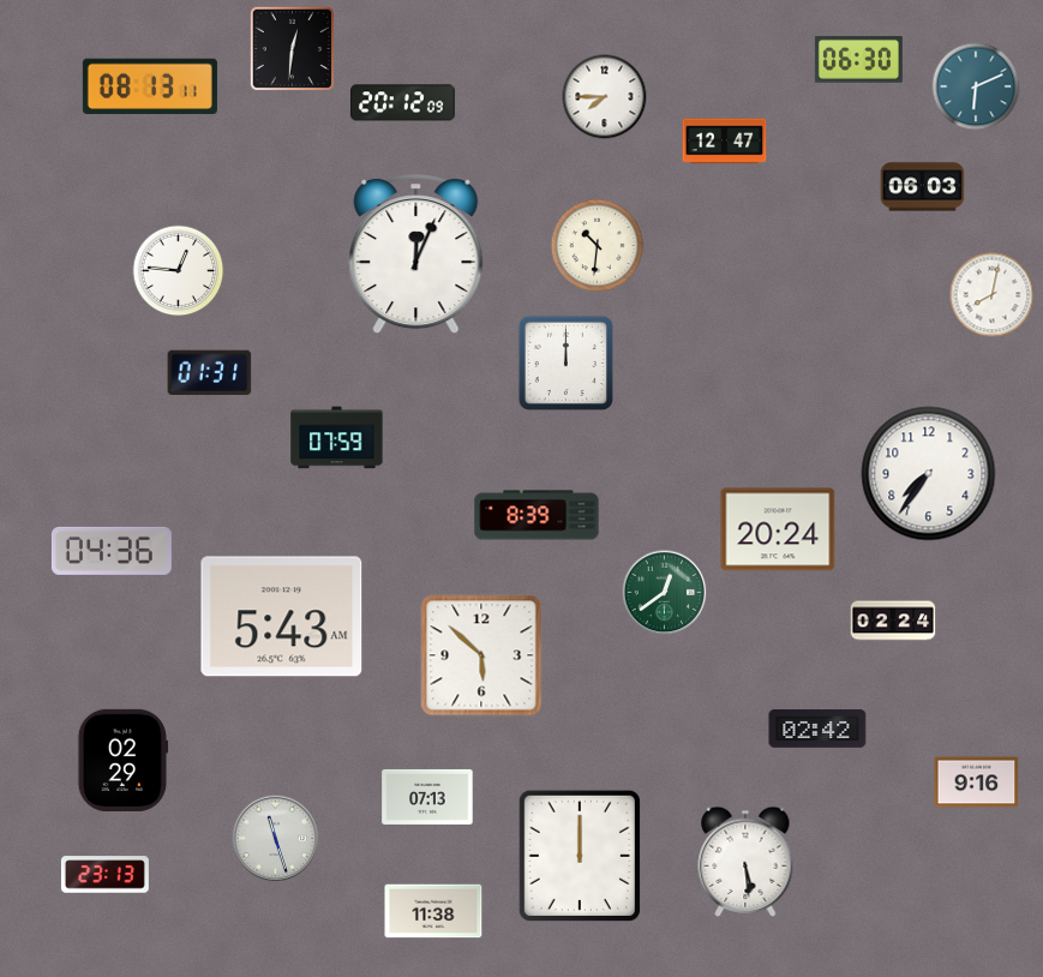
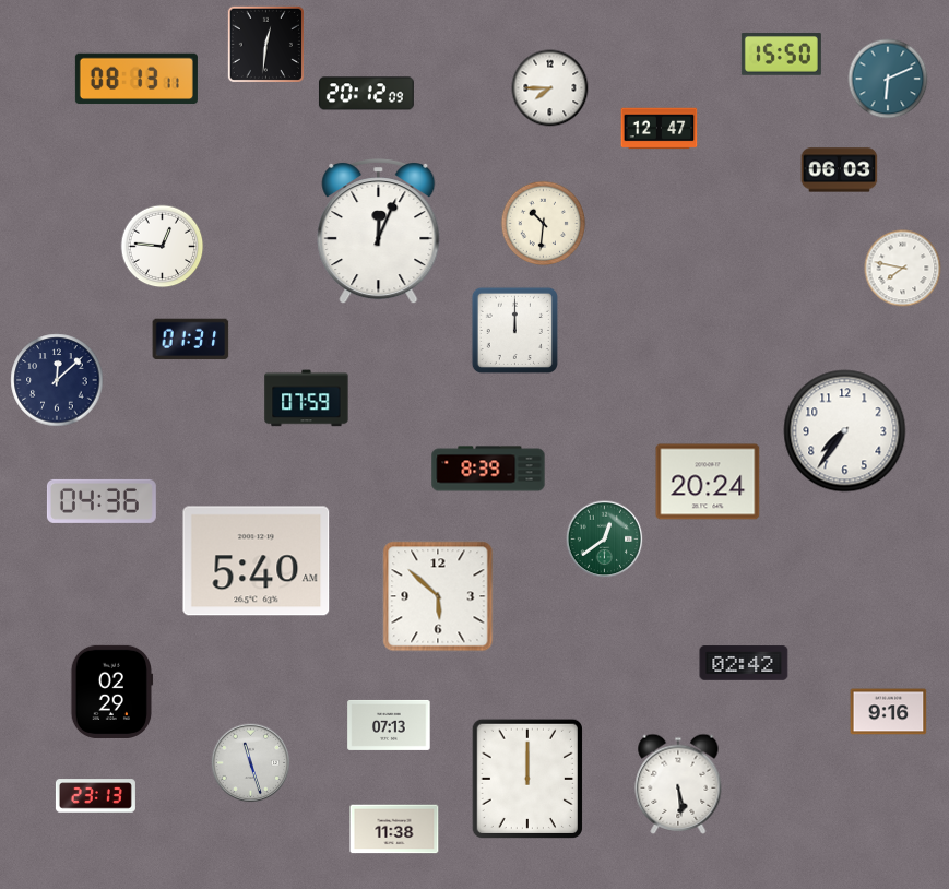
clock at (858, 60): 06:30 -> 15:50
clock at (993, 295): 8:02 -> 7:47
clock at (57, 380): none -> 12:08
clock at (282, 617): 5:43 -> 5:40
clock at (893, 621): 02:24 -> none
